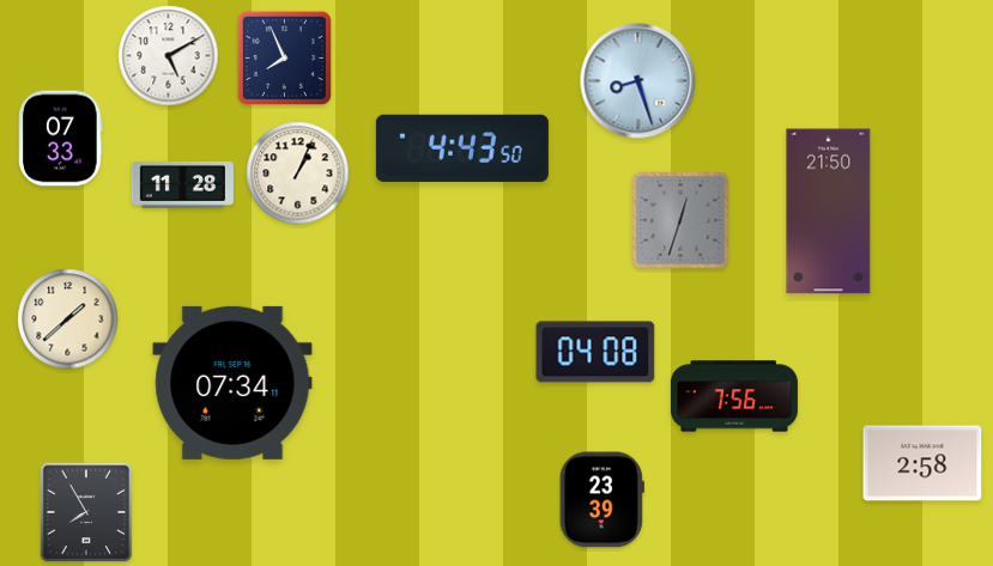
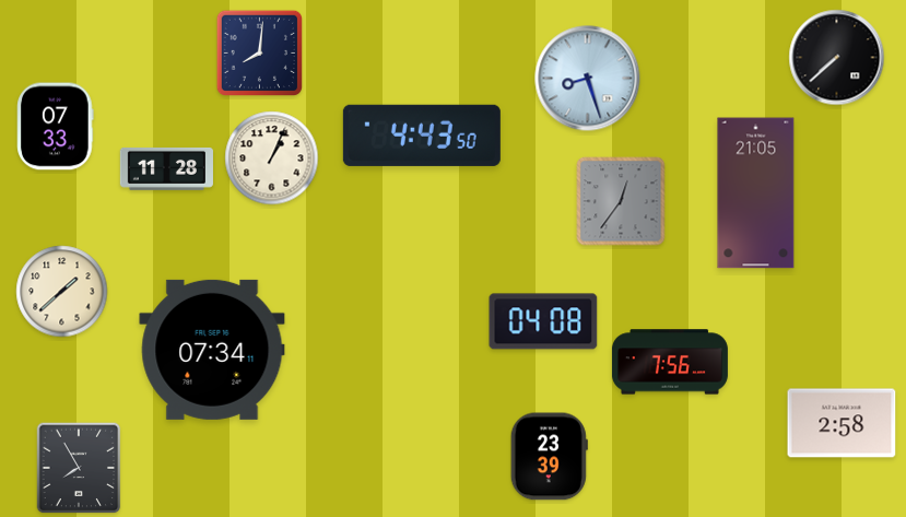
clock at (169, 56): 5:10 -> none
clock at (285, 59): 7:56 -> 8:01
clock at (837, 58): none -> 7:38
clock at (638, 81) position: (638, 81) -> (588, 79)
clock at (829, 212): 21:50 -> 21:05
clock at (680, 220): 12:33 -> 12:36
